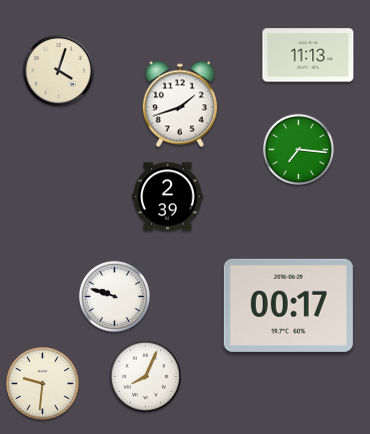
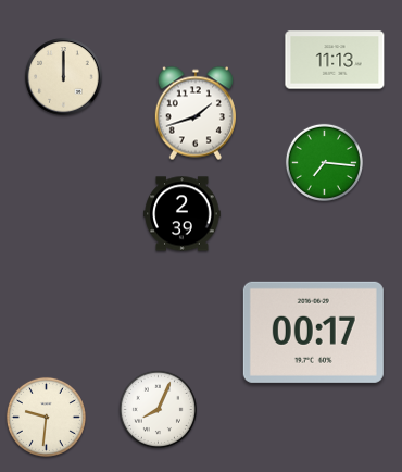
clock at (59, 71): 4:03 -> 12:00
clock at (114, 296): 9:48 -> none
